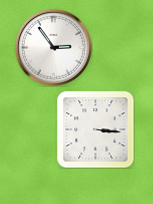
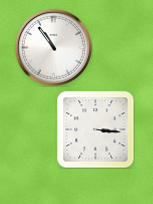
clock at (53, 47): 2:54 -> 10:54
